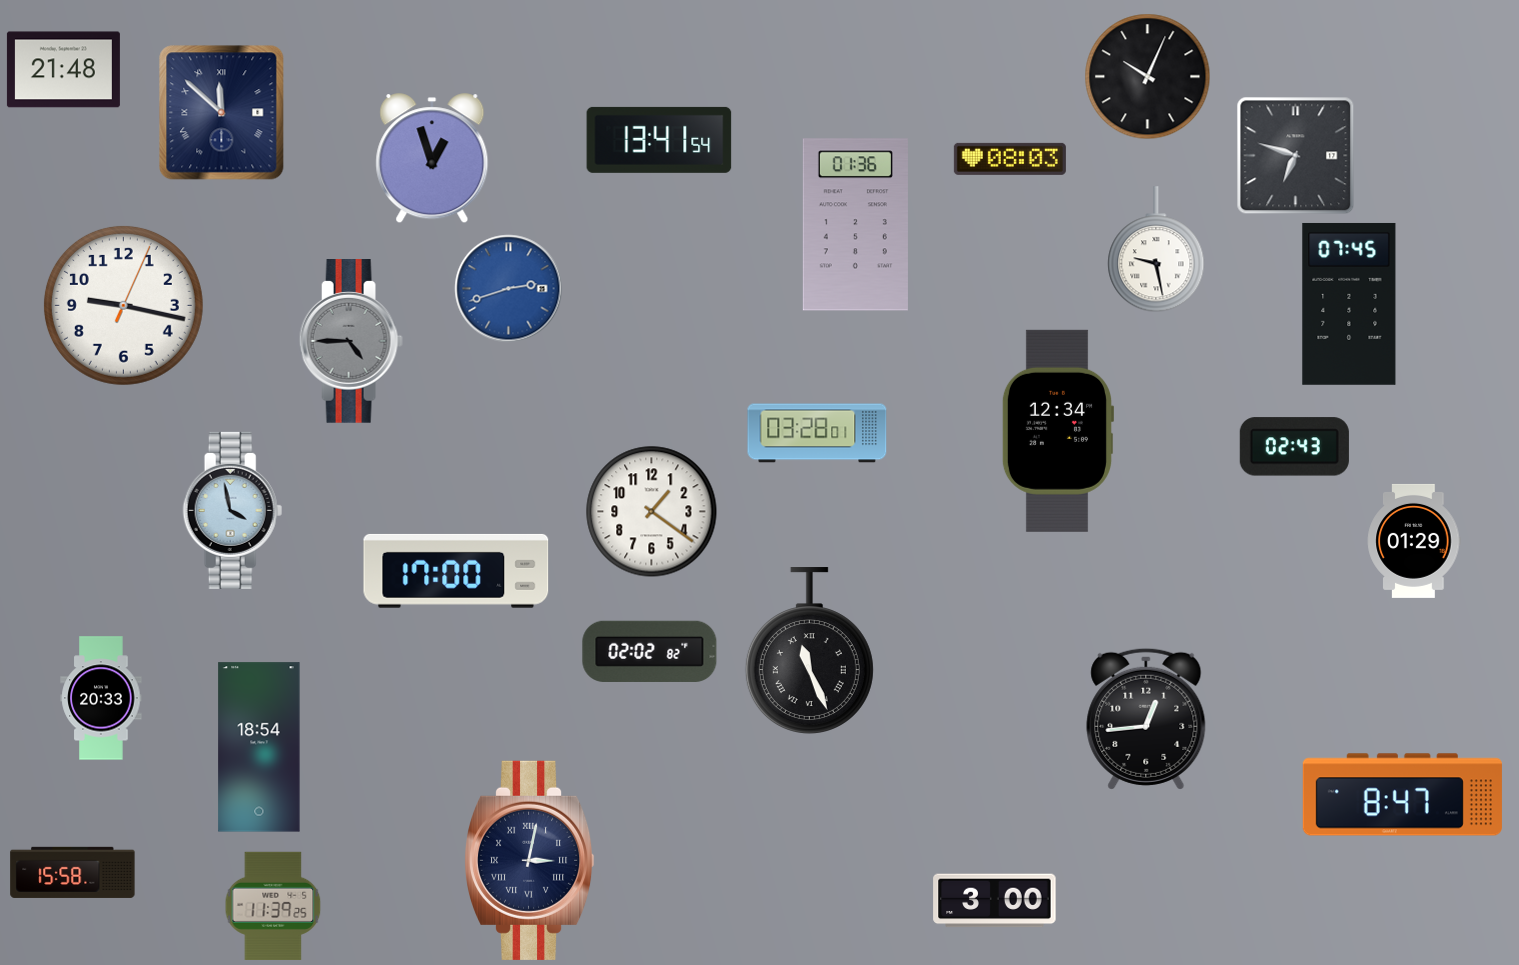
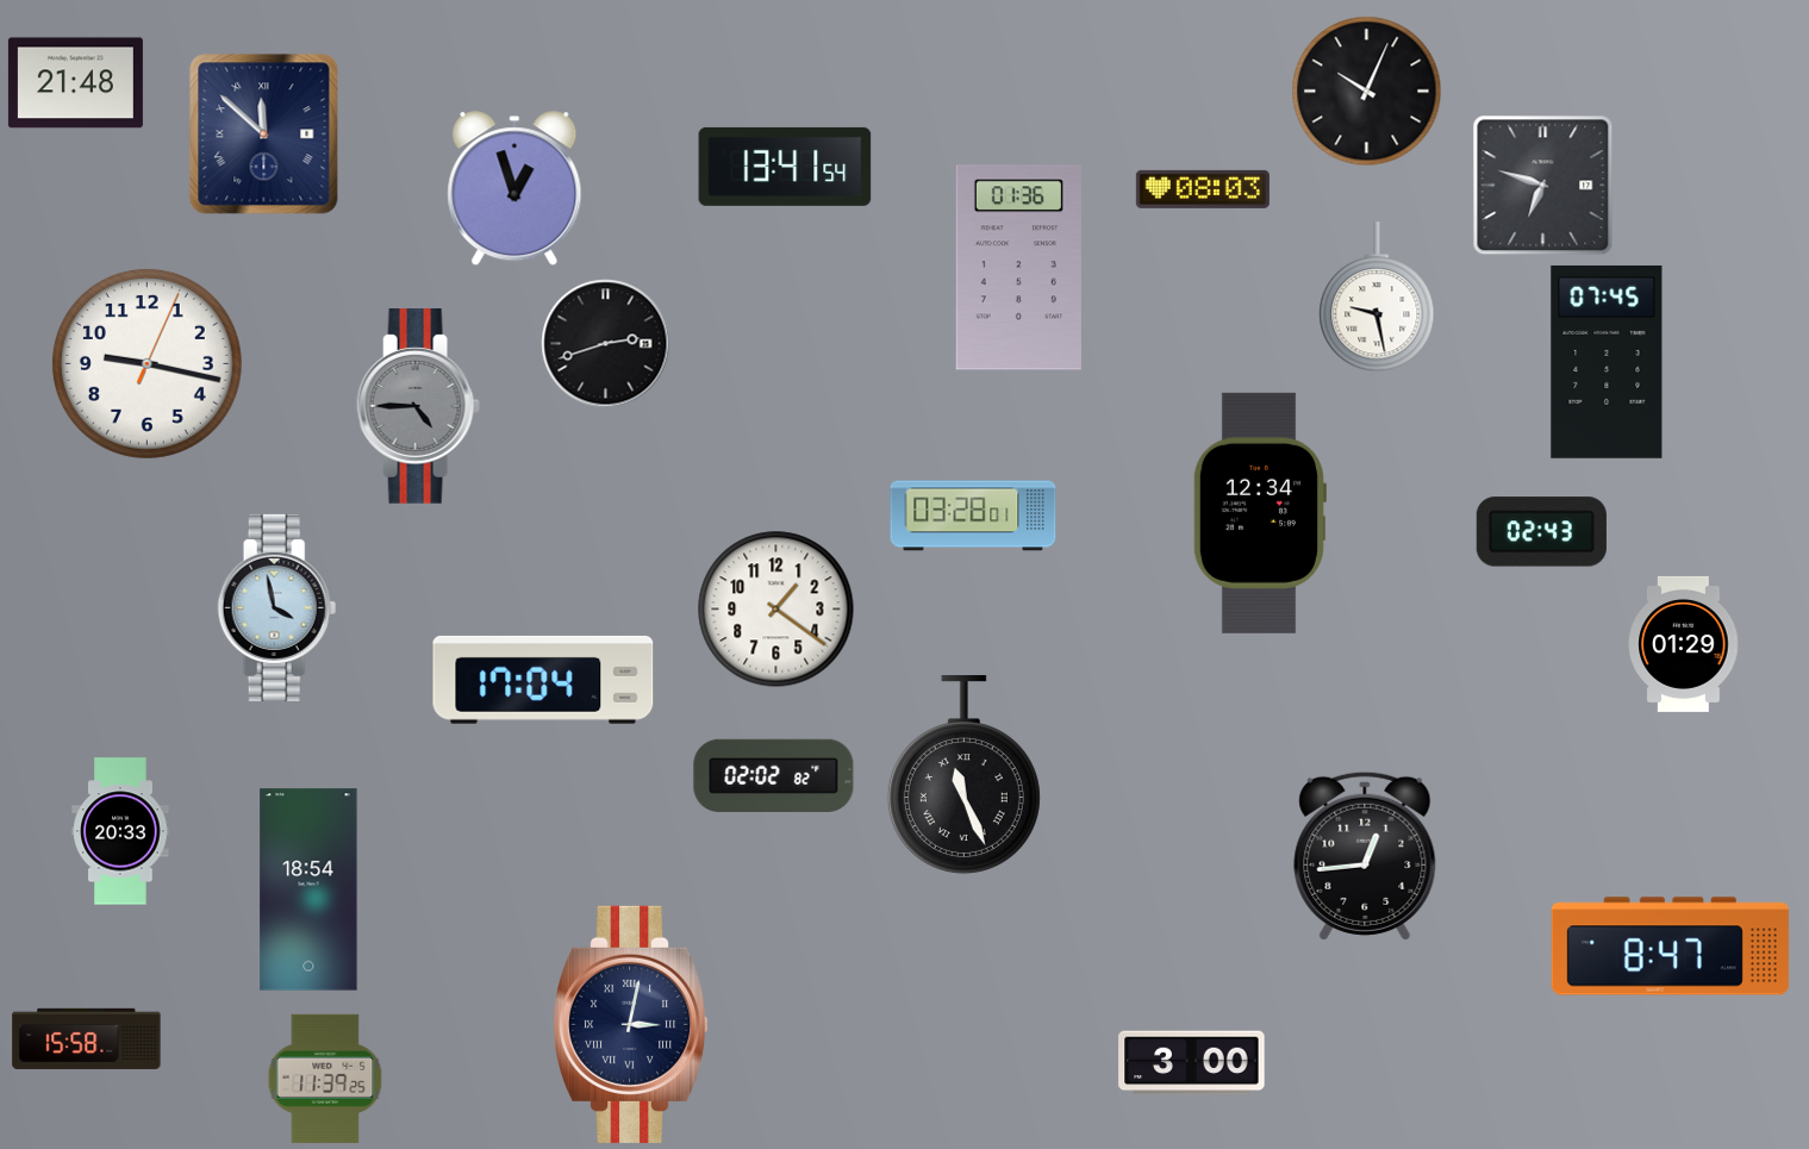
clock at (509, 289) dial: blue -> black
clock at (456, 571): 17:00 -> 17:04
clock at (995, 901) position: (995, 901) -> (1192, 1063)
